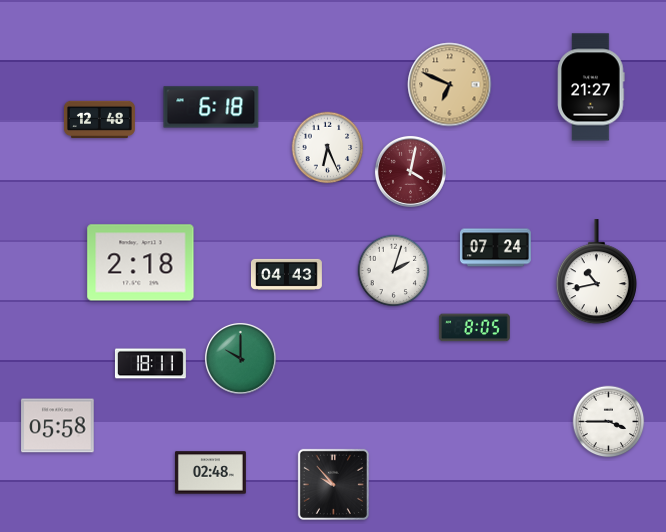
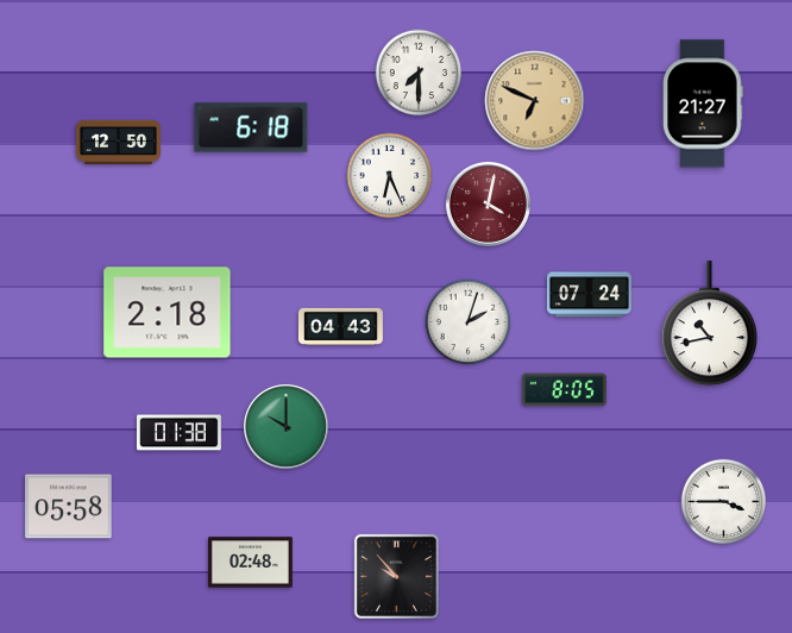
clock at (419, 73): none -> 7:30
clock at (99, 120): 12:48 -> 12:50
clock at (150, 364): 18:11 -> 01:38
